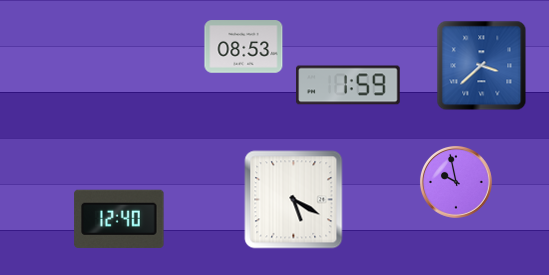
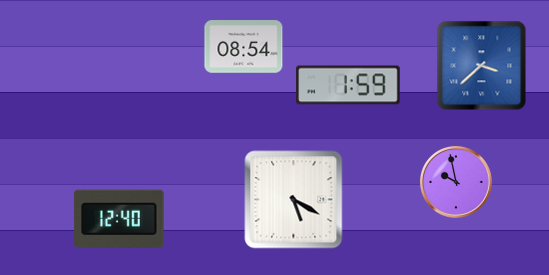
clock at (244, 47): 08:53 -> 08:54
